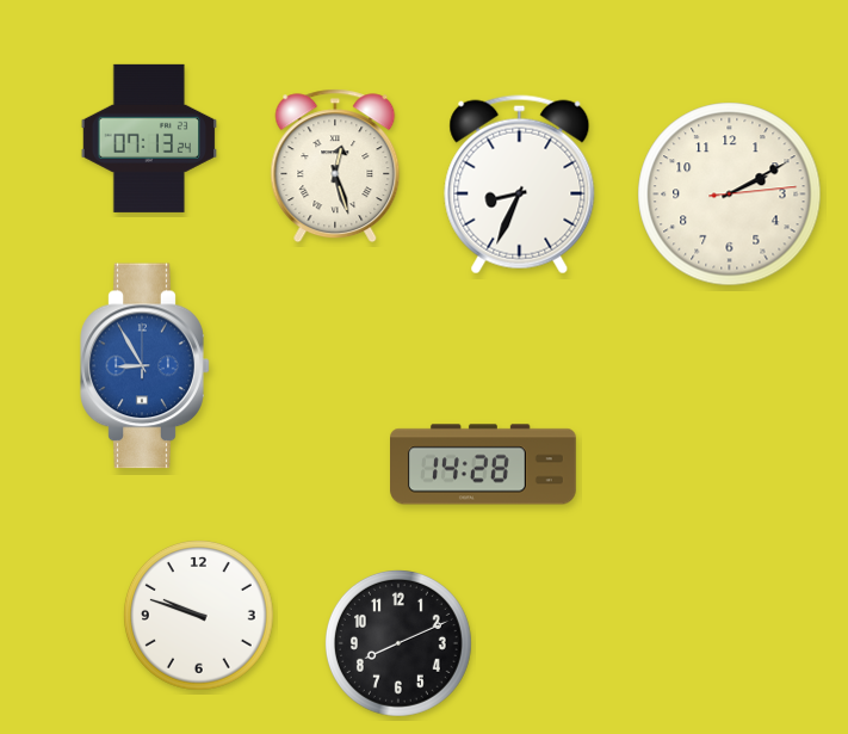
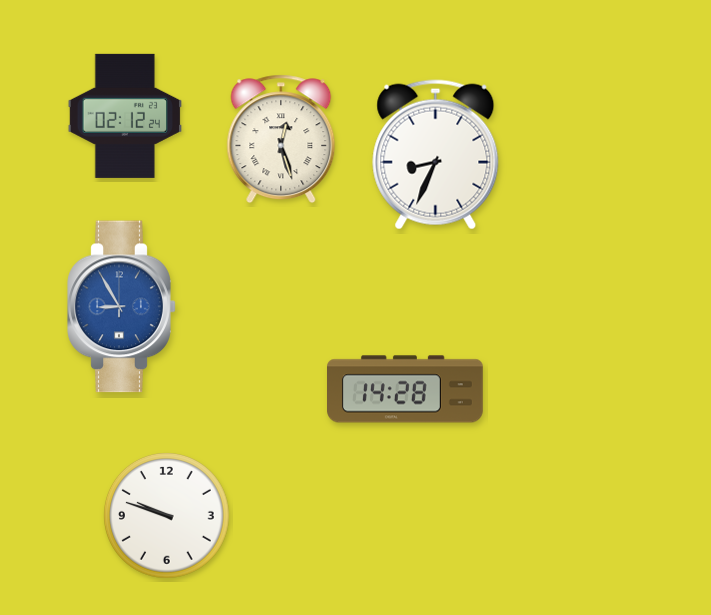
clock at (148, 138): 07:13 -> 02:12
clock at (730, 195): 2:10 -> none
clock at (398, 643): 8:11 -> none
